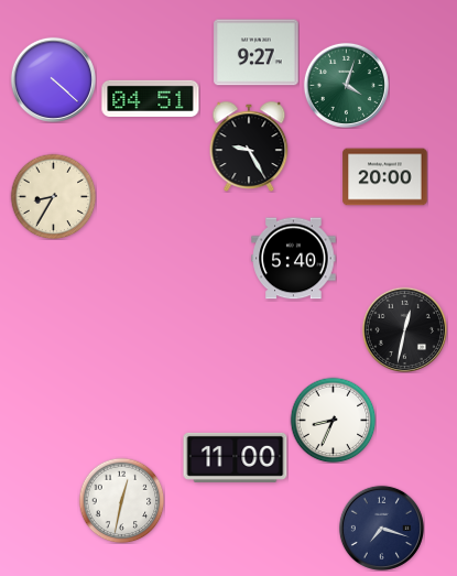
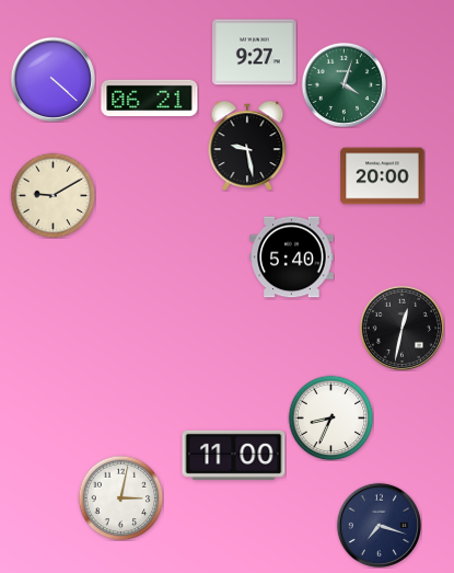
clock at (151, 98): 04:51 -> 06:21
clock at (249, 145): 9:25 -> 9:28
clock at (53, 196): 8:35 -> 9:10
clock at (121, 500): 12:32 -> 3:02
